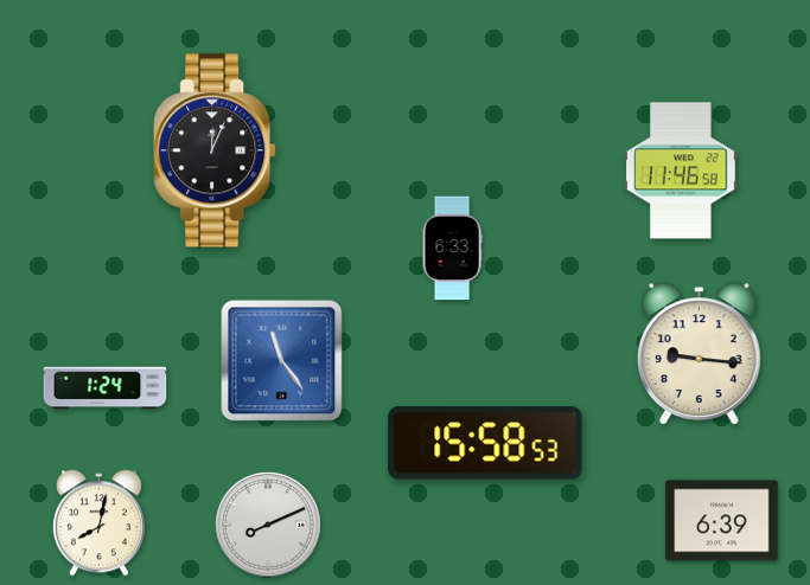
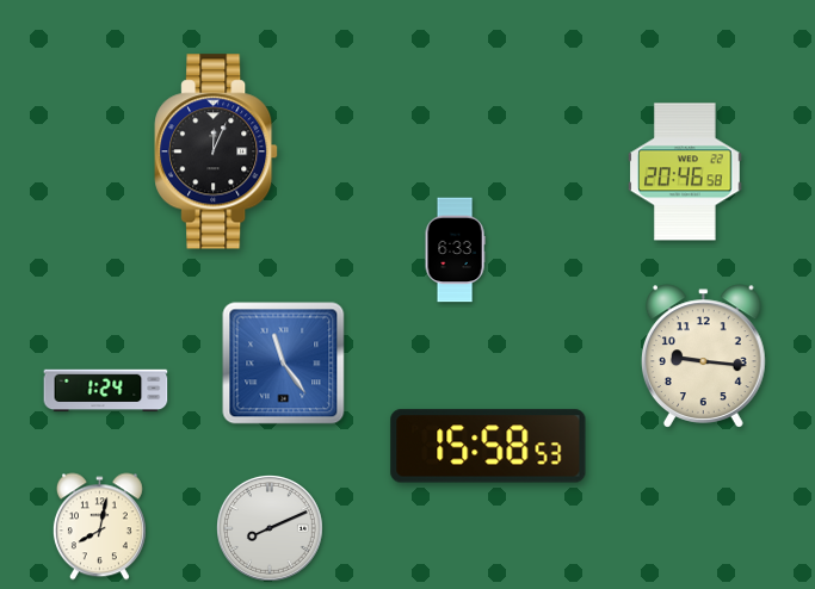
clock at (682, 171): 11:46 -> 20:46
clock at (722, 521): 6:39 -> none
